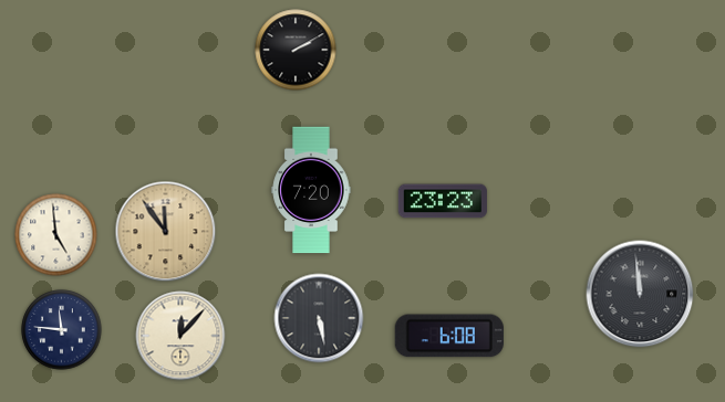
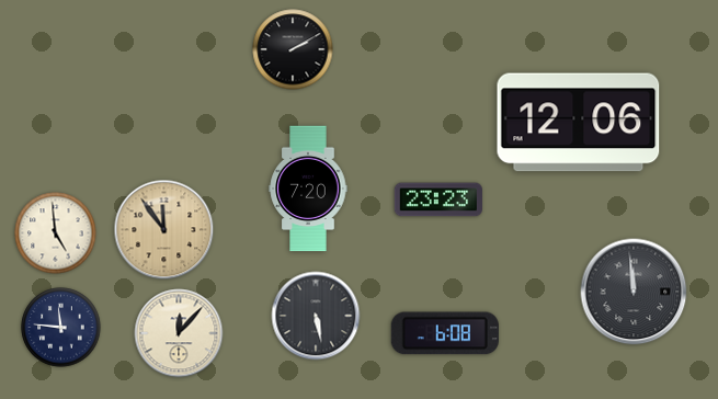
clock at (579, 123): none -> 12:06
